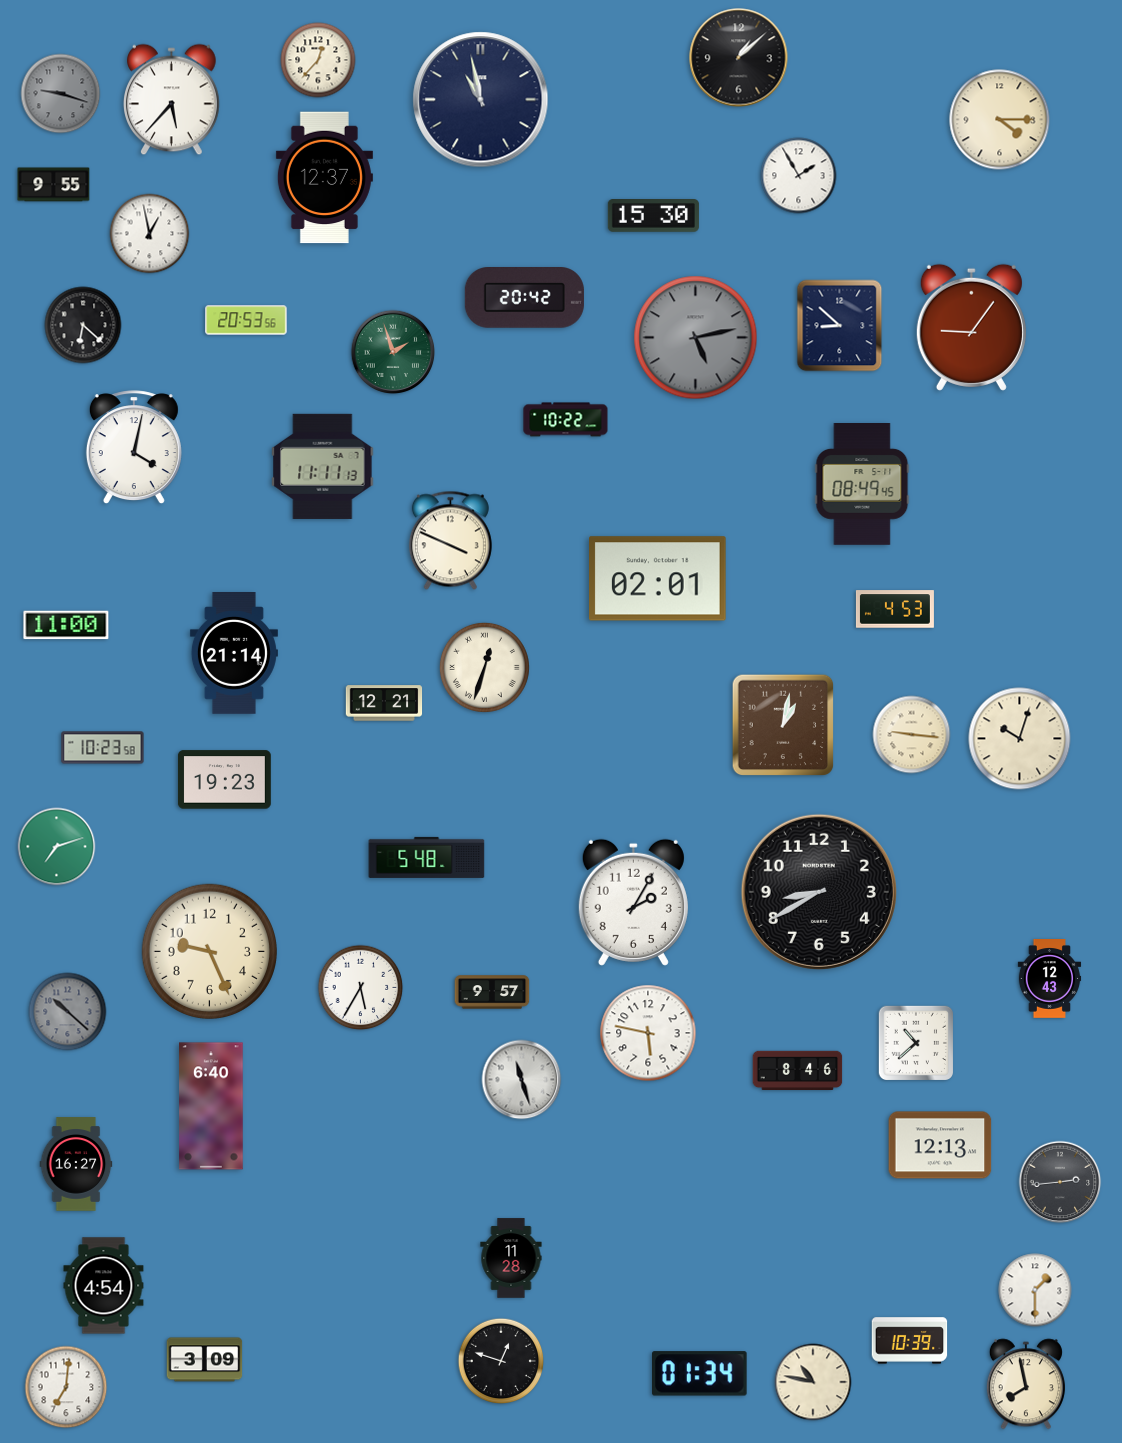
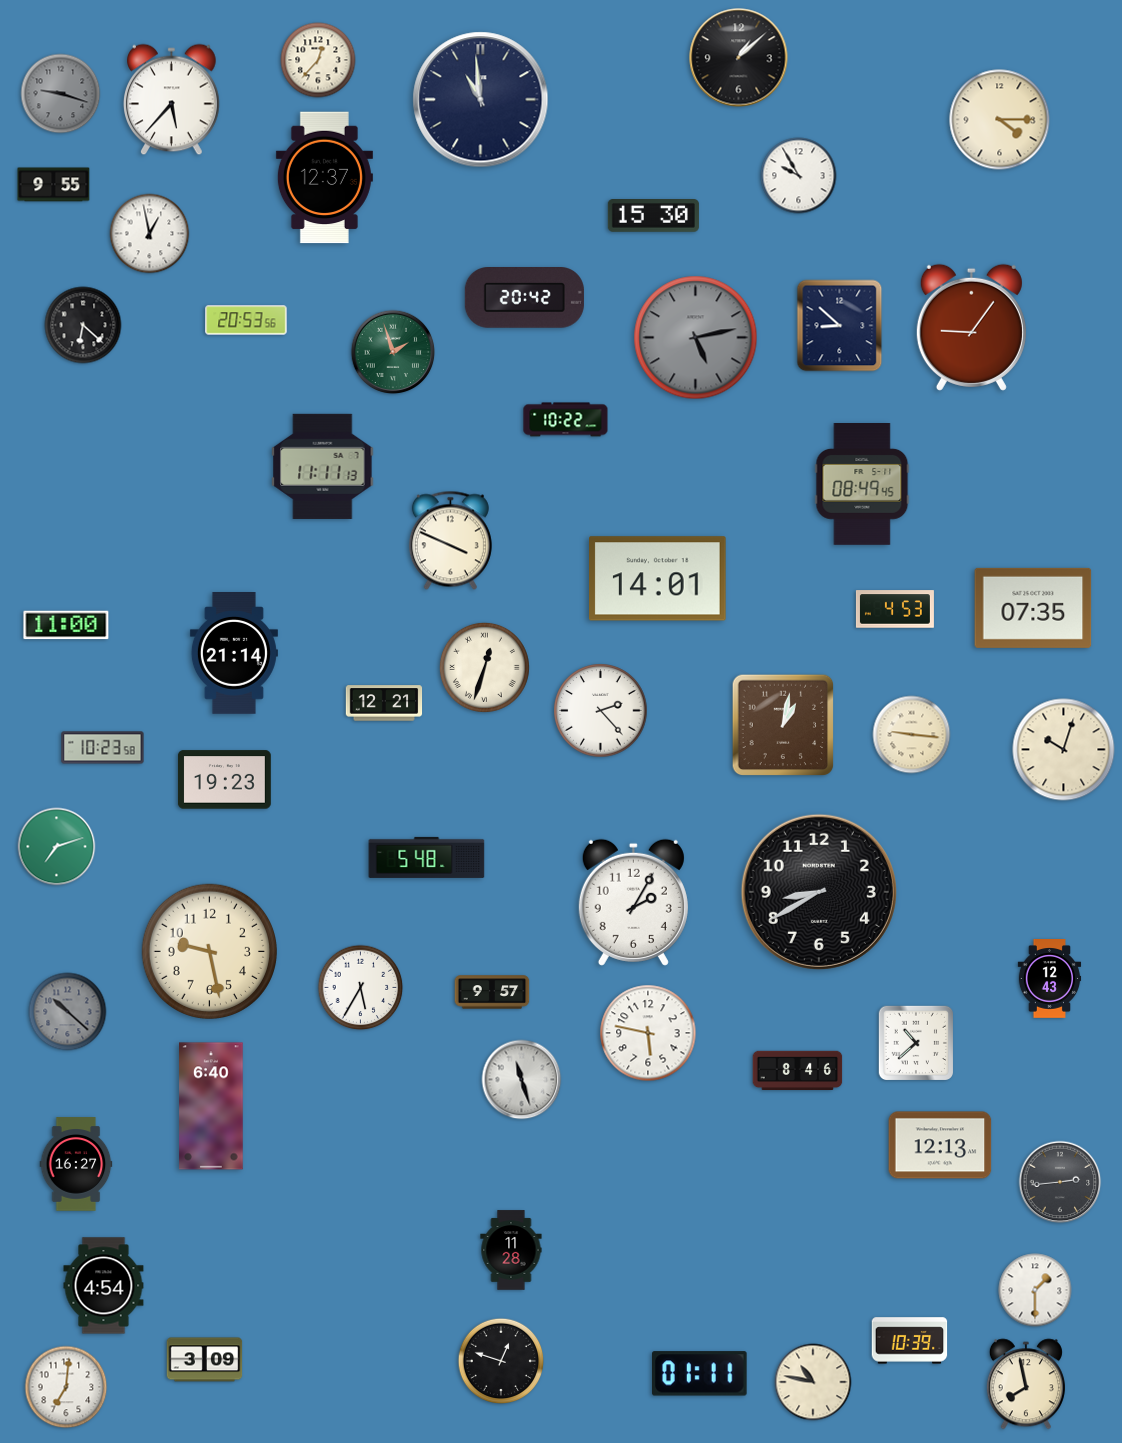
clock at (481, 100): 10:58 -> 10:59
clock at (799, 176): 1:55 -> 9:55
clock at (134, 448): 4:02 -> none
clock at (658, 579): 02:01 -> 14:01
clock at (1033, 608): none -> 07:35
clock at (601, 711): none -> 2:23
clock at (1020, 739) position: (1020, 739) -> (1064, 750)
clock at (209, 951): 9:26 -> 9:28
clock at (511, 1258) position: (511, 1258) -> (511, 1250)
clock at (700, 1374): 01:34 -> 01:11
